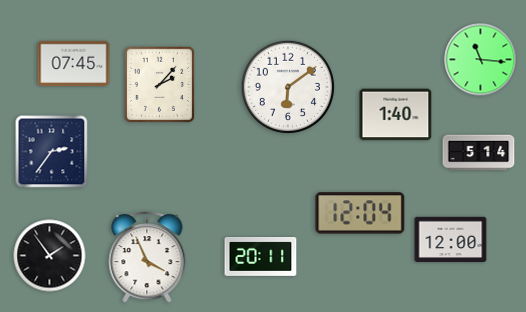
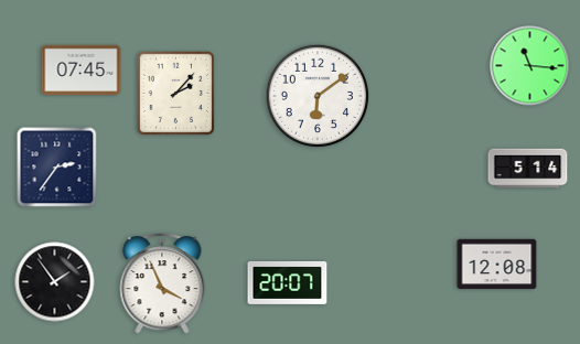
clock at (396, 115): 1:40 -> none
clock at (360, 213): 12:04 -> none
clock at (451, 240): 12:00 -> 12:08
clock at (261, 257): 20:11 -> 20:07
